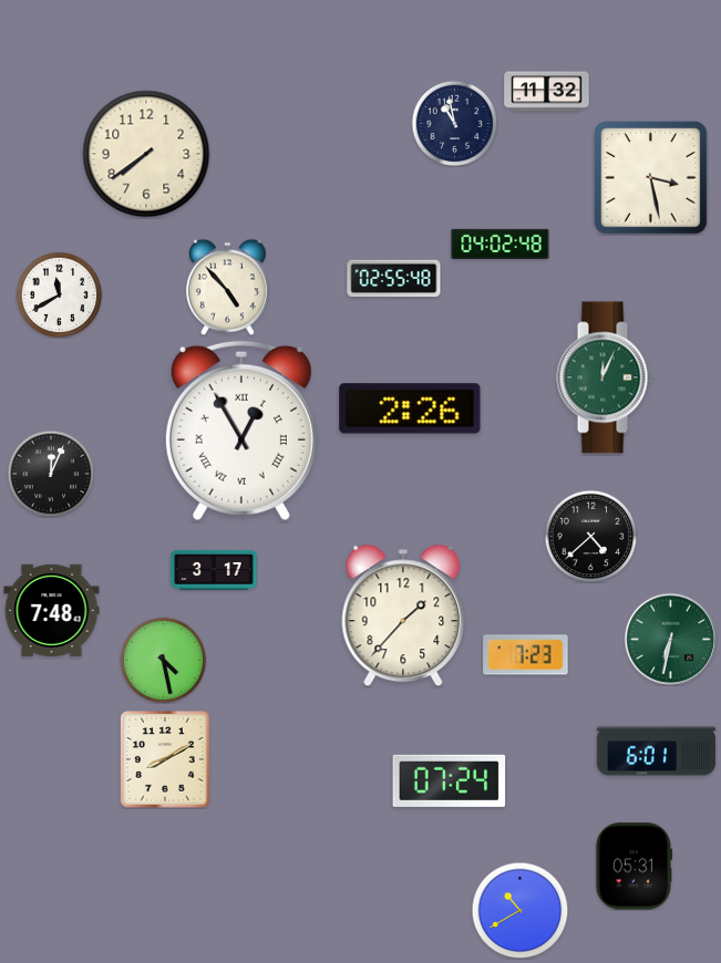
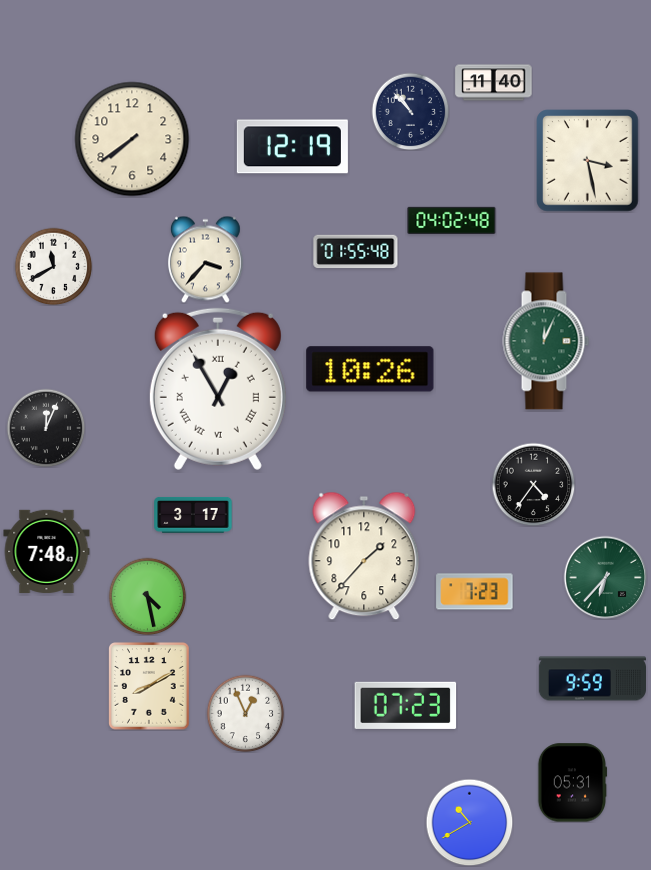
clock at (547, 92): 11:32 -> 11:40
clock at (454, 123): 10:58 -> 10:53
clock at (292, 147): none -> 12:19
clock at (394, 279): 02:55 -> 01:55
clock at (227, 287): 4:53 -> 3:37
clock at (410, 408): 2:26 -> 10:26
clock at (590, 536): 4:38 -> 4:36
clock at (670, 639): 6:32 -> 6:37
clock at (656, 752): 6:01 -> 9:59
clock at (450, 780): 07:24 -> 07:23
clock at (245, 713): none -> 12:56
